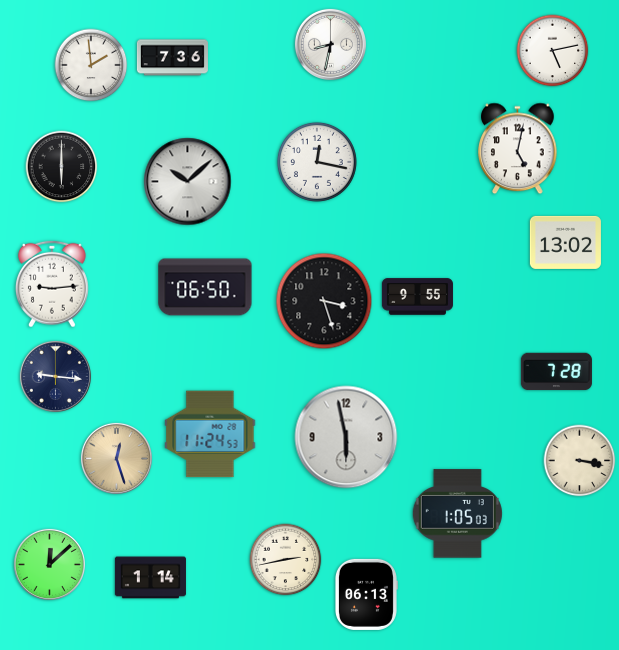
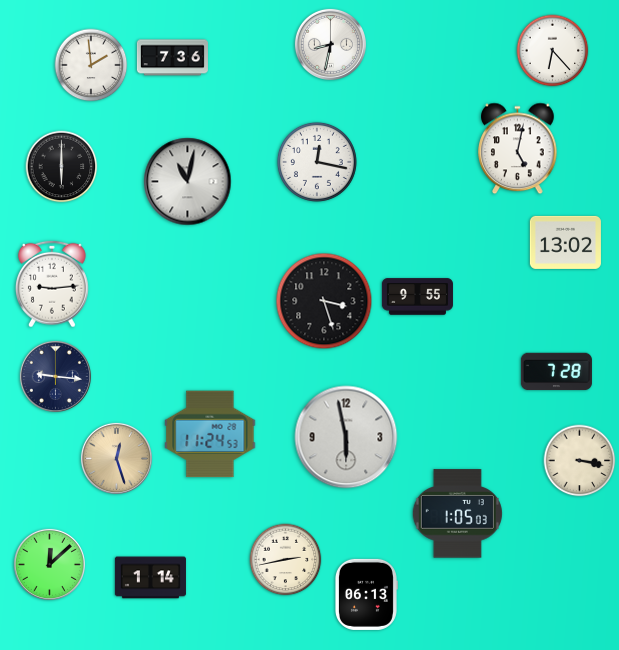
clock at (553, 51): 5:13 -> 6:23
clock at (188, 182): 10:08 -> 11:02
clock at (205, 287): 06:50 -> none
